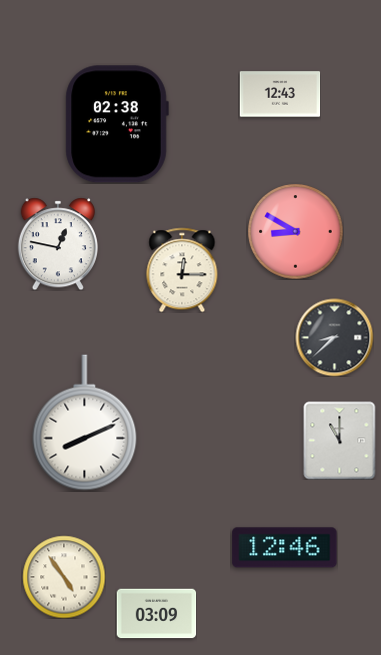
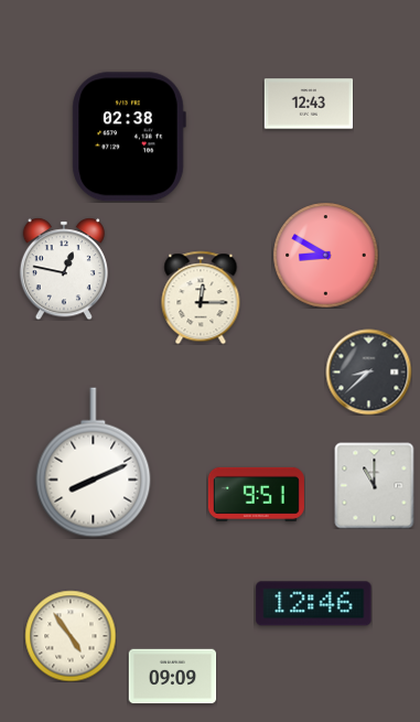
clock at (85, 423) position: (85, 423) -> (94, 463)
clock at (256, 494): none -> 9:51
clock at (156, 614): 03:09 -> 09:09
